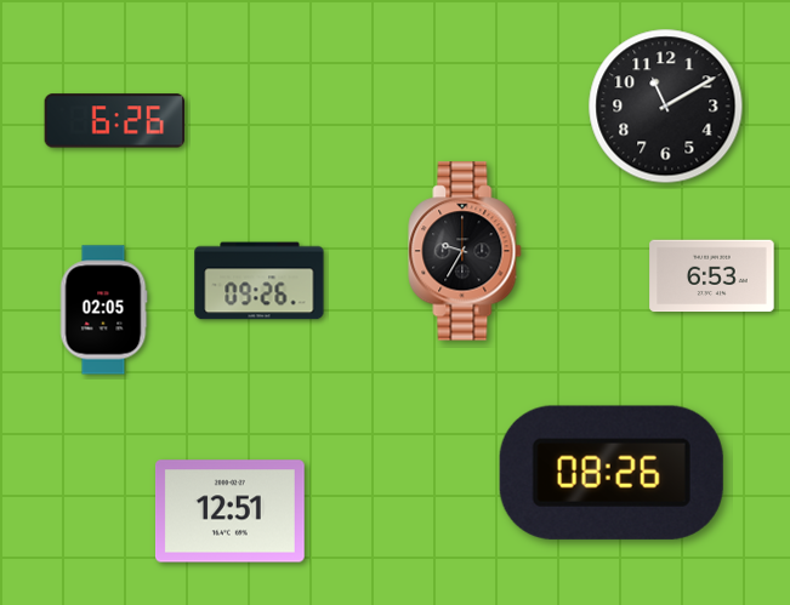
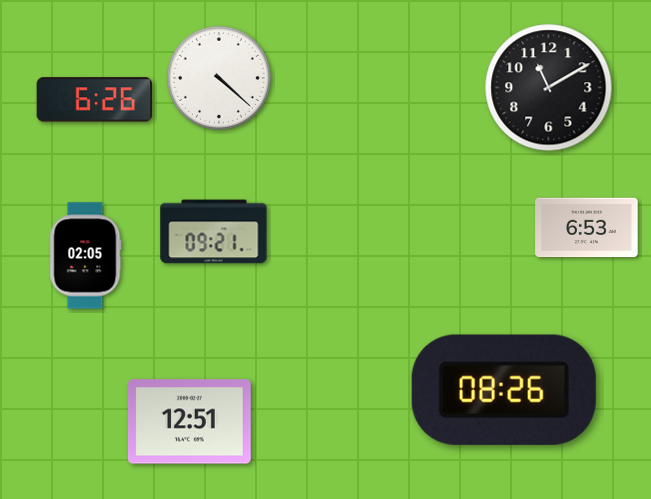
clock at (219, 78): none -> 4:22
clock at (465, 251): 9:35 -> none
clock at (260, 281): 09:26 -> 09:21
